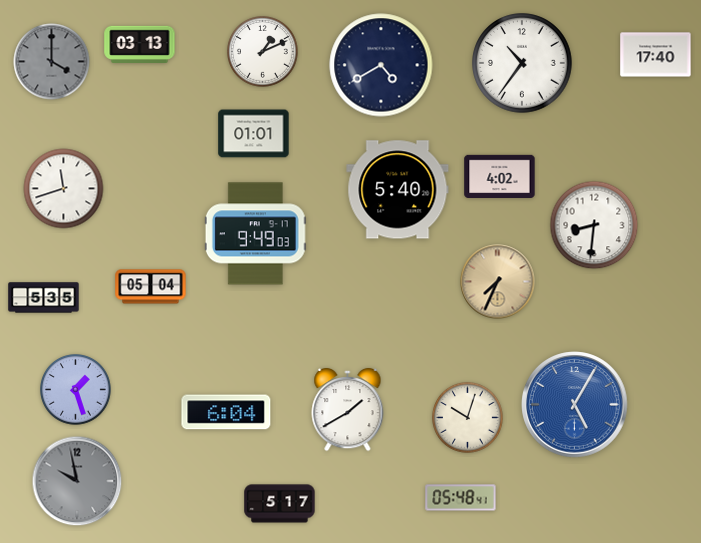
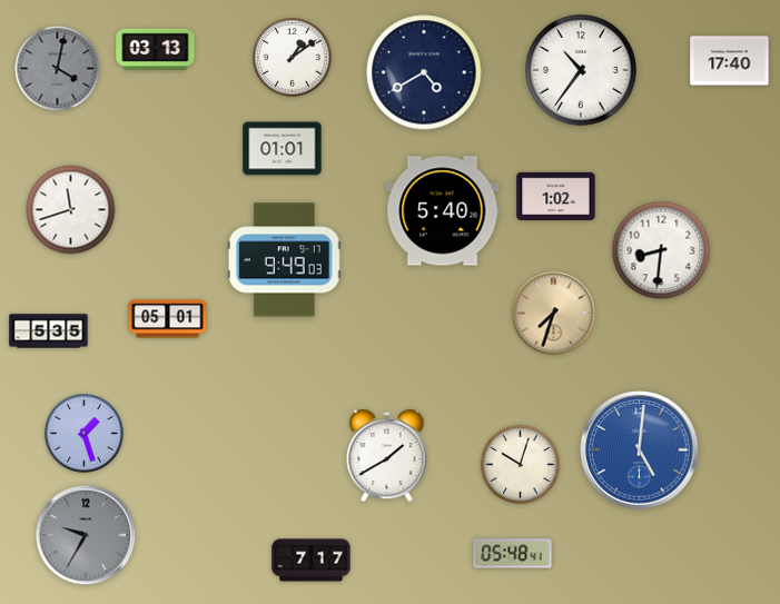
clock at (263, 52): 1:11 -> 1:09
clock at (52, 62): 4:00 -> 4:02
clock at (500, 176): 4:02 -> 1:02
clock at (498, 282): 7:34 -> 7:33
clock at (151, 287): 05:04 -> 05:01
clock at (575, 405): 5:05 -> 5:01
clock at (226, 412): 6:04 -> none
clock at (77, 481): 9:58 -> 9:35
clock at (280, 504): 5:17 -> 7:17
